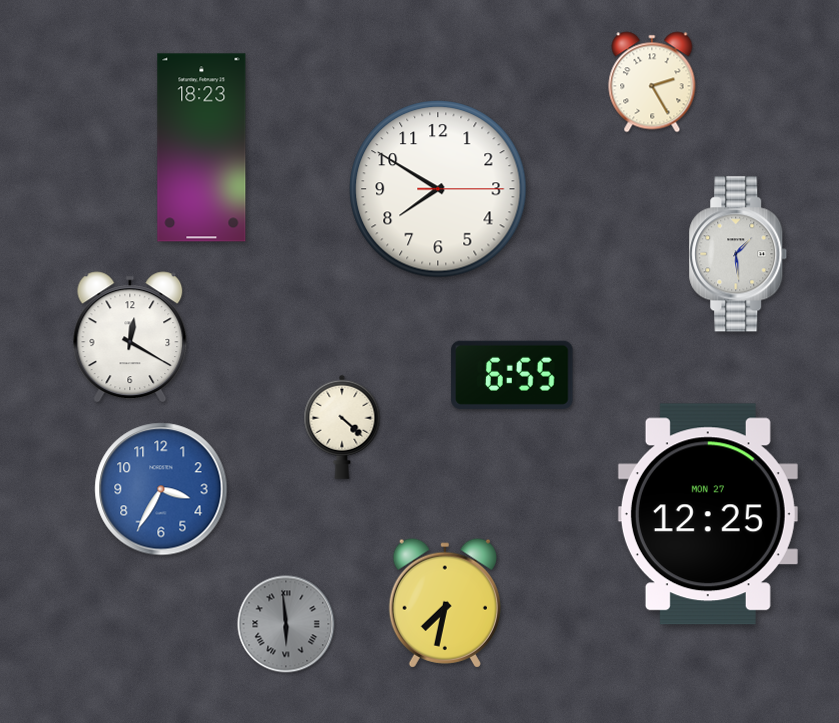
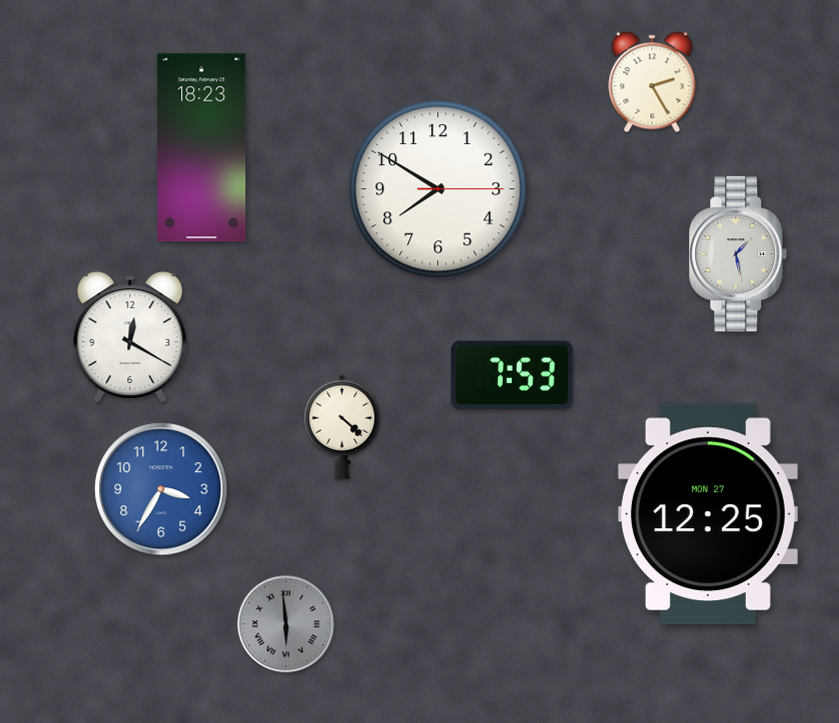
clock at (738, 254): 1:29 -> 1:28
clock at (512, 375): 6:55 -> 7:53
clock at (445, 603): 7:32 -> none
